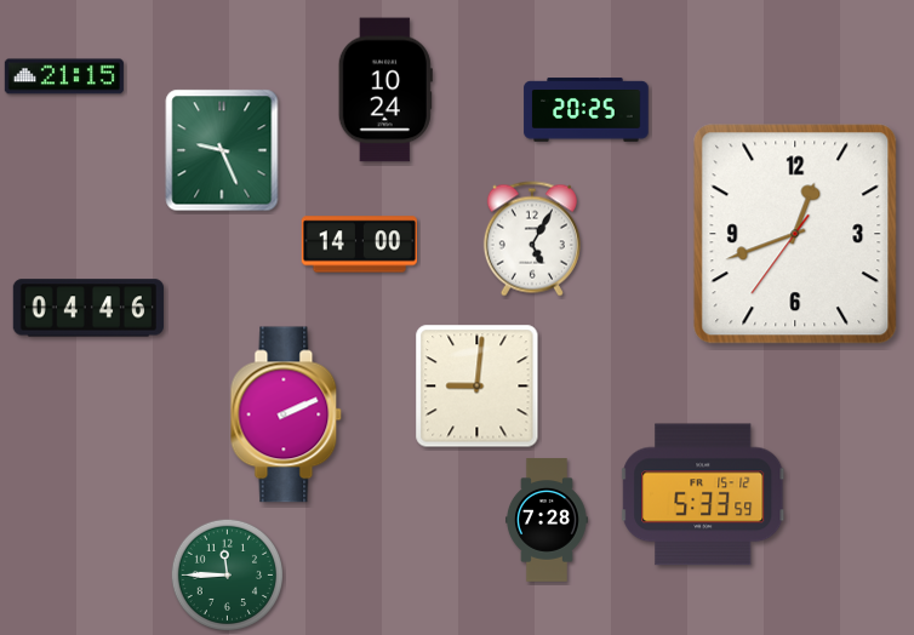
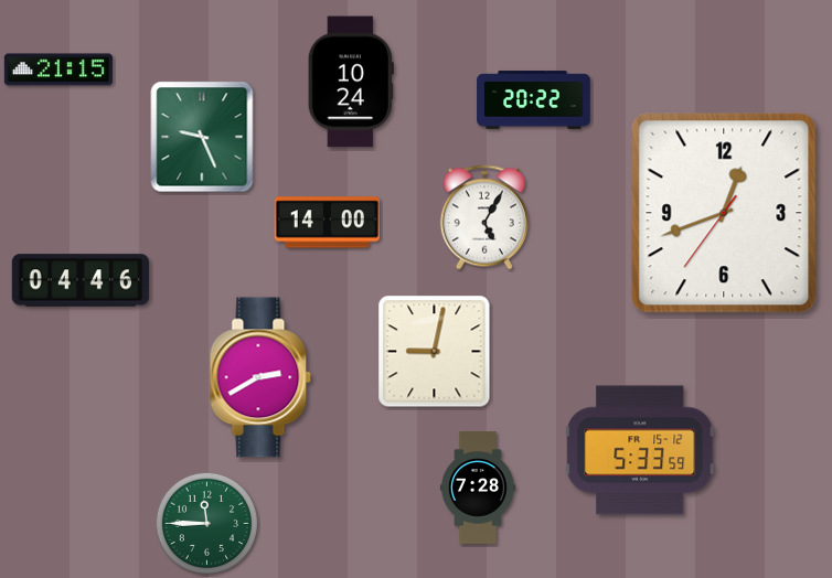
clock at (587, 110): 20:25 -> 20:22
clock at (478, 387): 9:01 -> 9:02
clock at (286, 414): 2:11 -> 2:40
clock at (547, 520) position: (547, 520) -> (478, 488)
